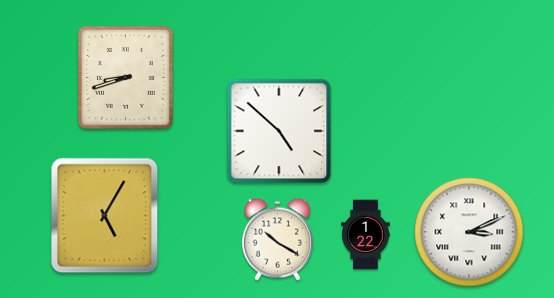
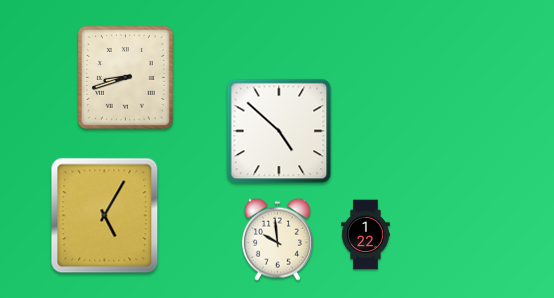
clock at (469, 232): 3:11 -> none
clock at (277, 239): 10:20 -> 9:59
